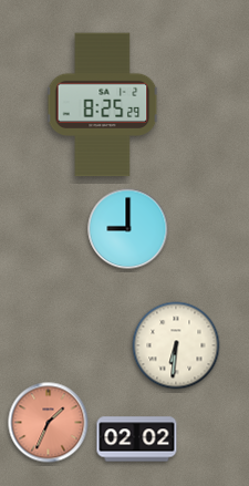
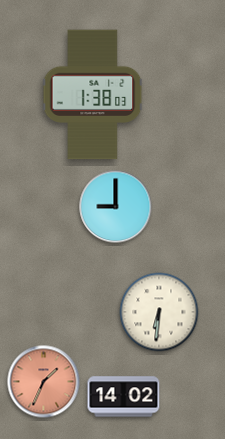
clock at (103, 105): 8:25 -> 1:38
clock at (137, 440): 02:02 -> 14:02
